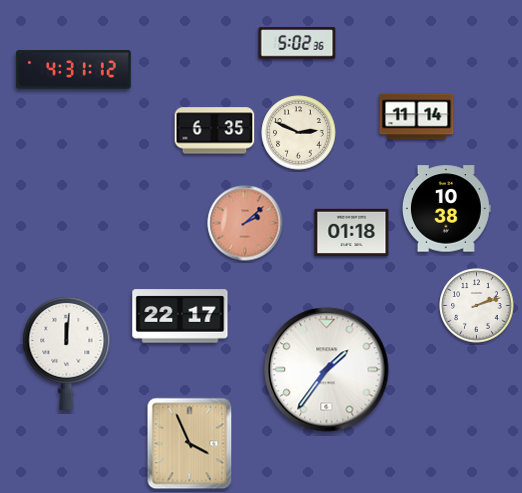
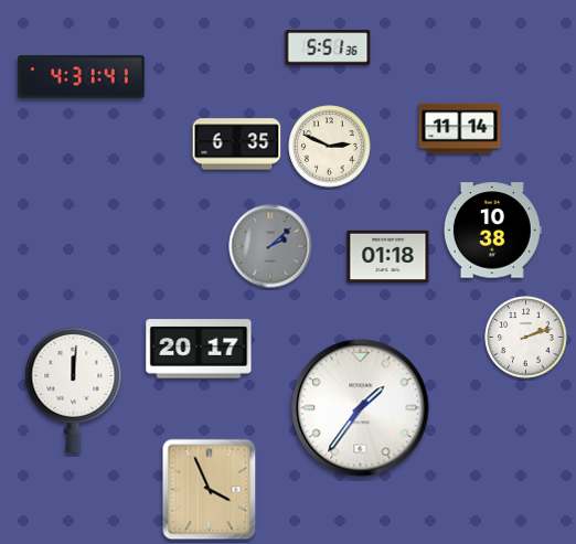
clock at (297, 43): 5:02 -> 5:51
clock at (74, 70): 4:31:12 -> 4:31:41
clock at (245, 223) dial: salmon -> grey
clock at (180, 316): 22:17 -> 20:17
